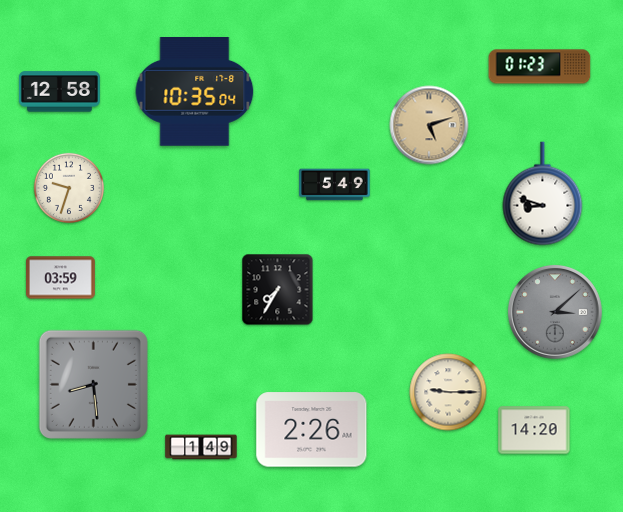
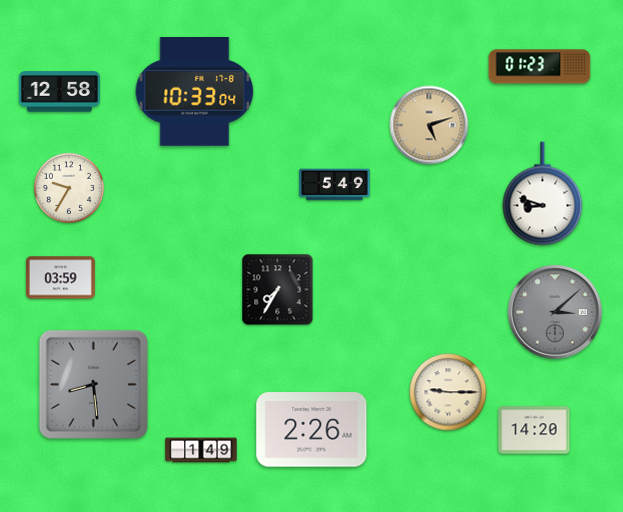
clock at (195, 92): 10:35 -> 10:33
clock at (69, 188): 9:33 -> 9:35
clock at (201, 447) position: (201, 447) -> (201, 450)
